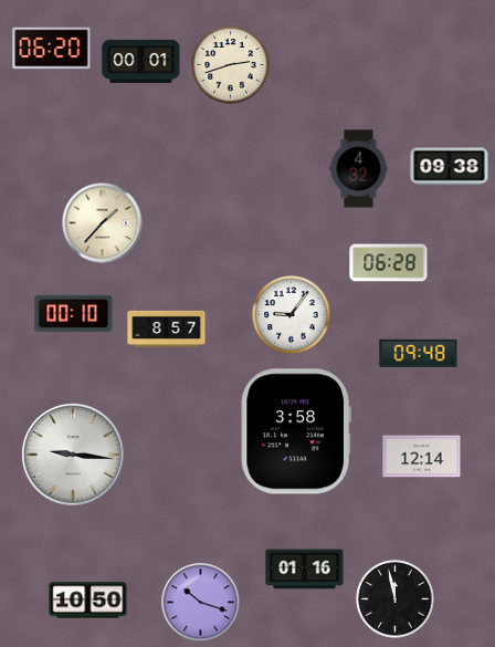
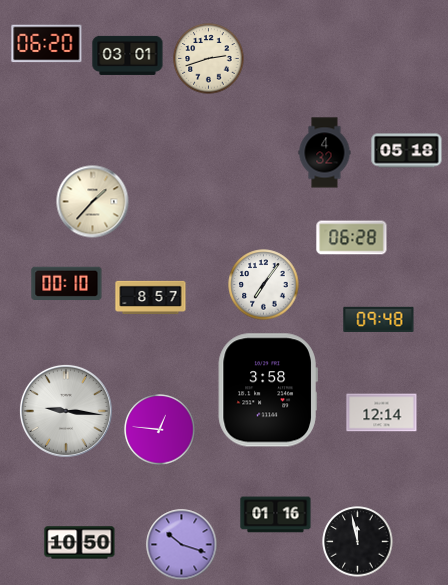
clock at (141, 61): 00:01 -> 03:01
clock at (450, 167): 09:38 -> 05:18
clock at (292, 315): 9:06 -> 7:06
clock at (160, 430): none -> 12:46
